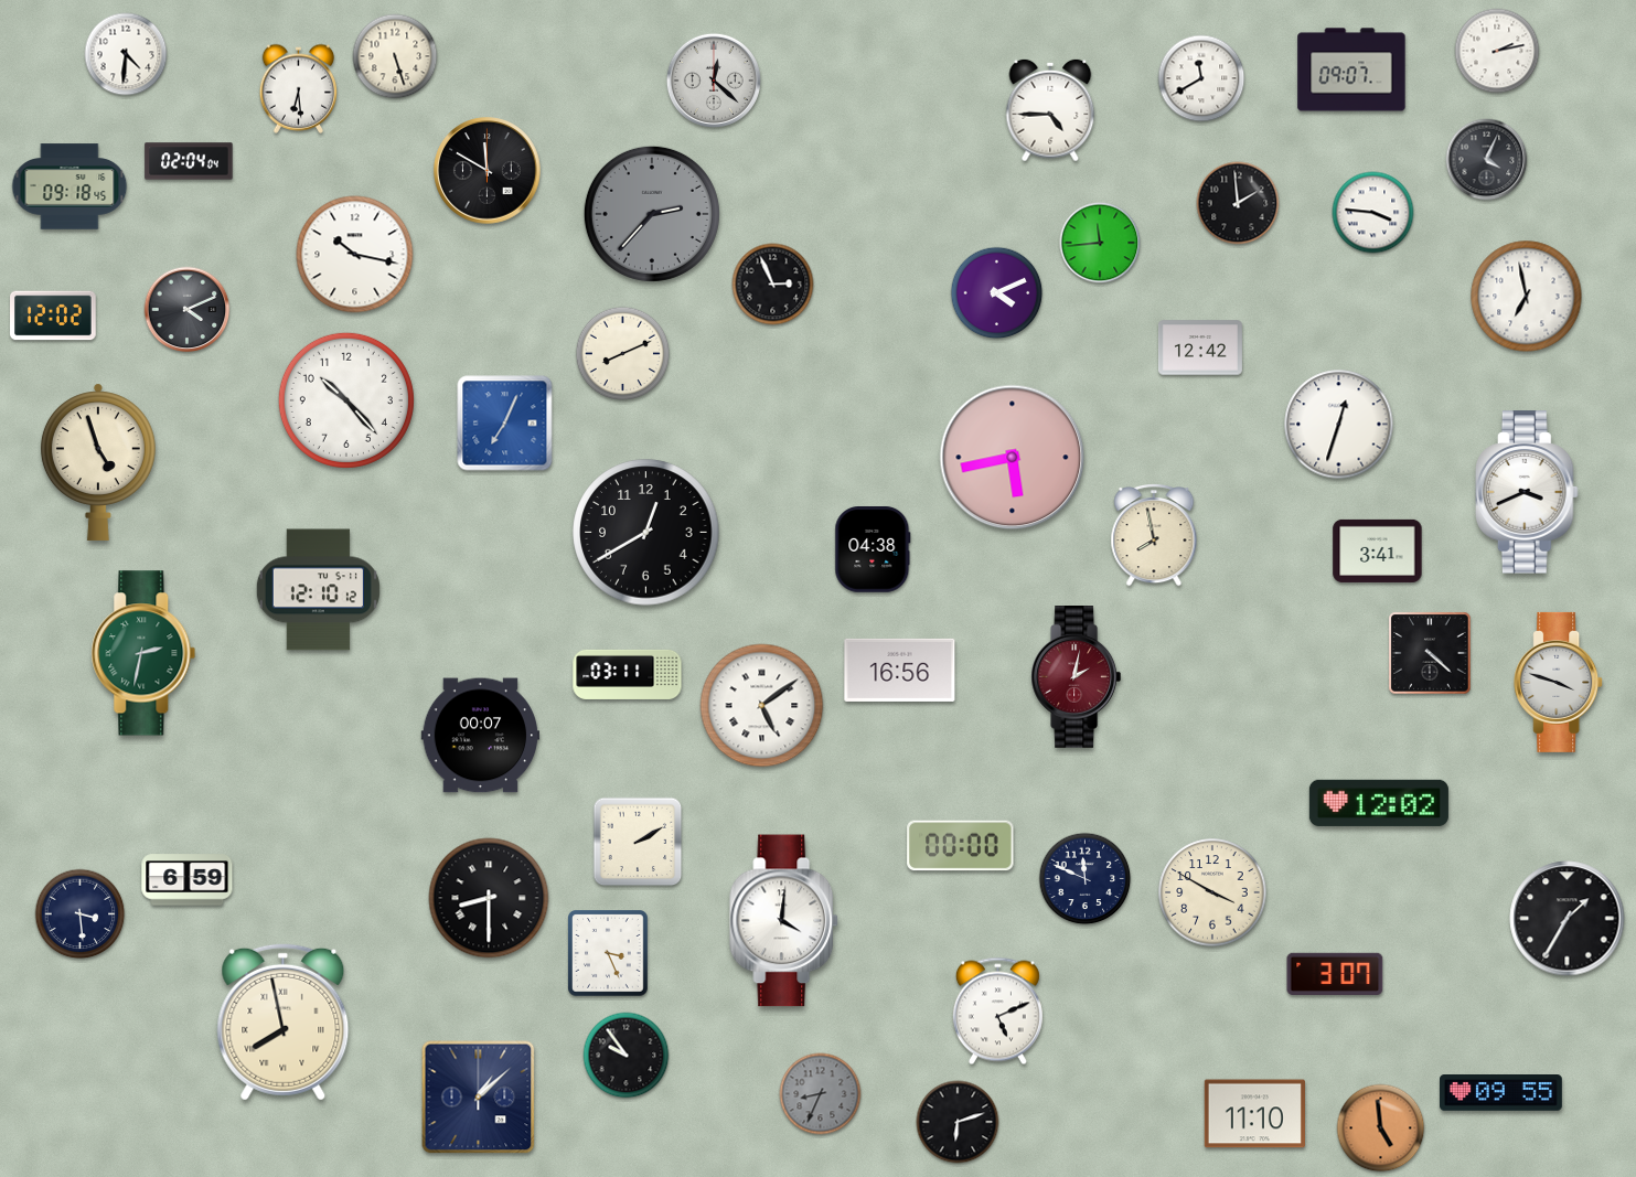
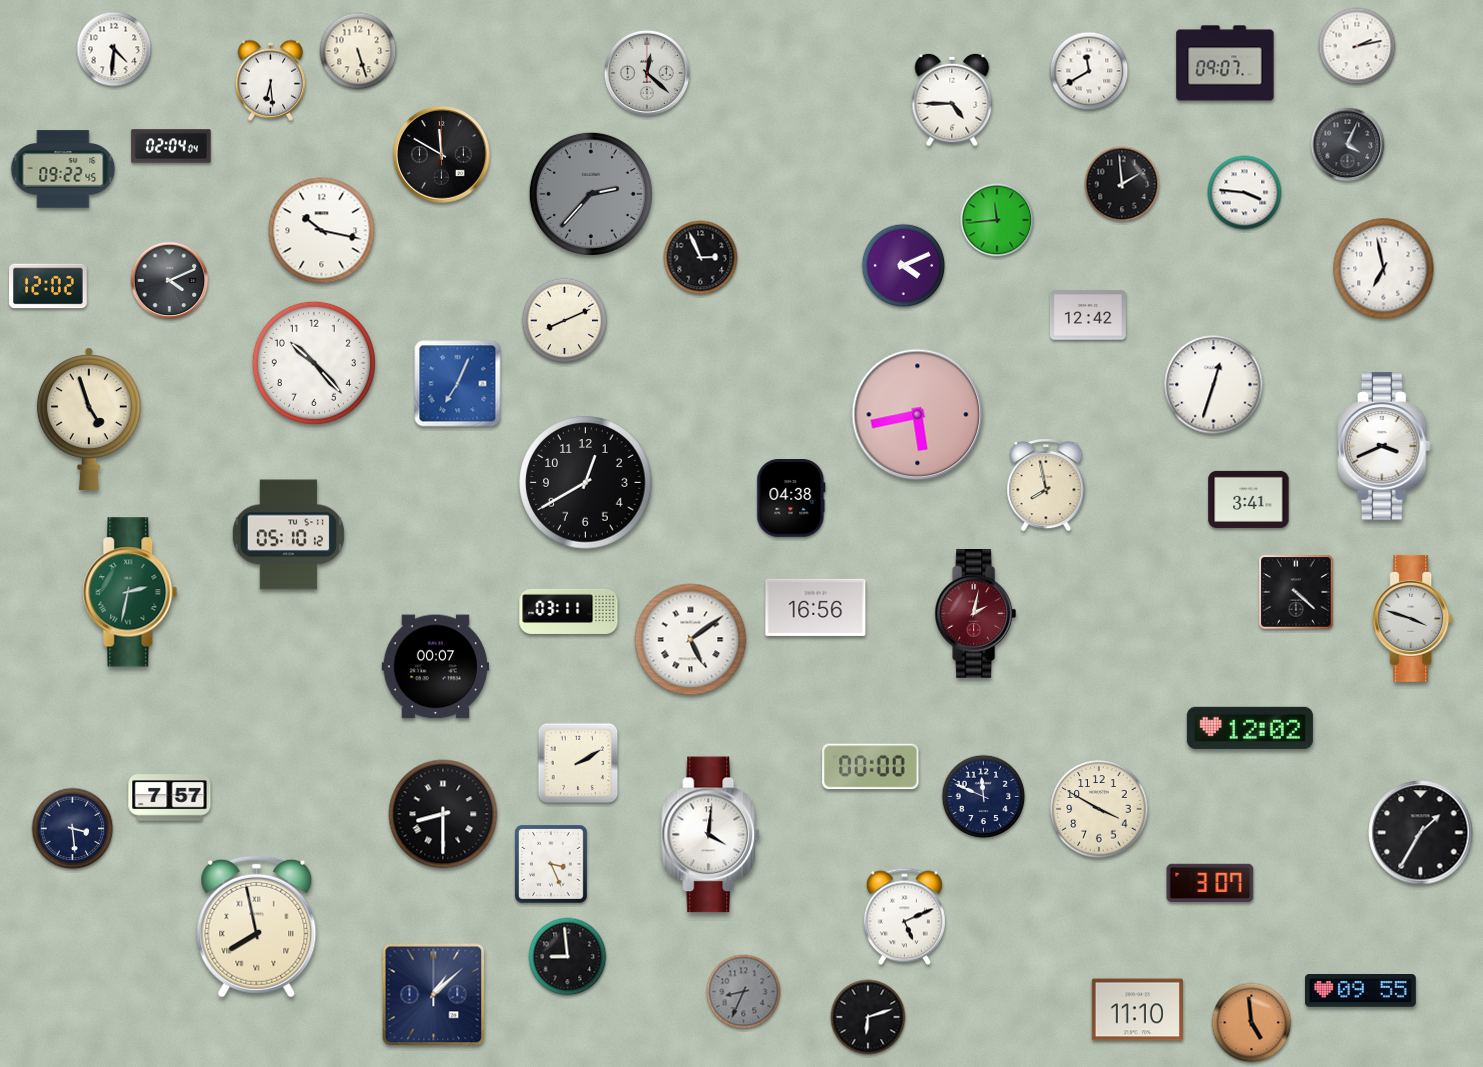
clock at (69, 186): 09:18 -> 09:22
clock at (318, 590): 12:10 -> 05:10
clock at (188, 880): 6:59 -> 7:57
clock at (627, 1056): 9:54 -> 8:59
